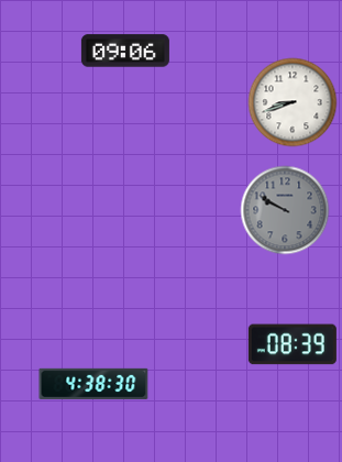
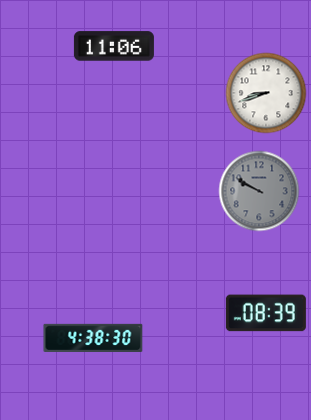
clock at (125, 51): 09:06 -> 11:06
clock at (93, 384) position: (93, 384) -> (93, 338)
